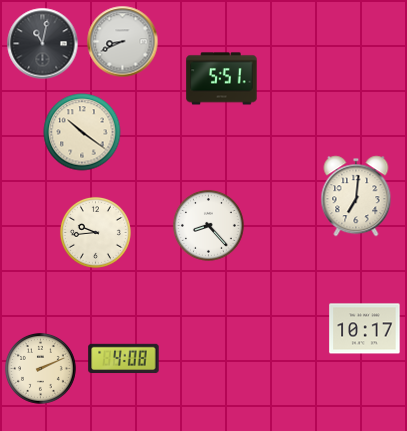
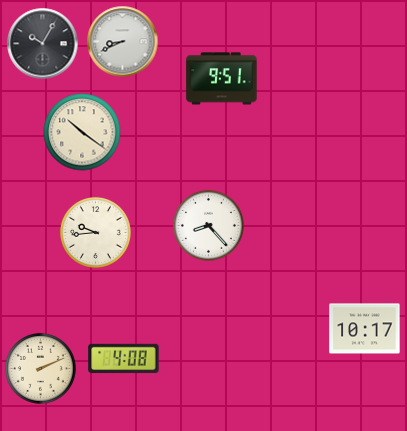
clock at (43, 44): 11:02 -> 10:05
clock at (222, 79): 5:51 -> 9:51
clock at (356, 196): 7:01 -> none
